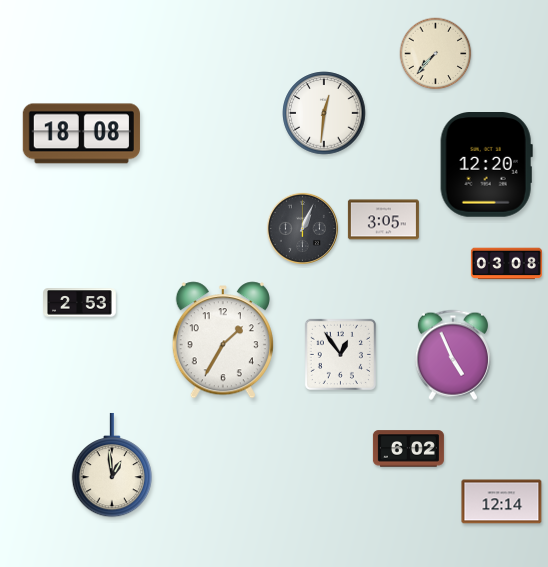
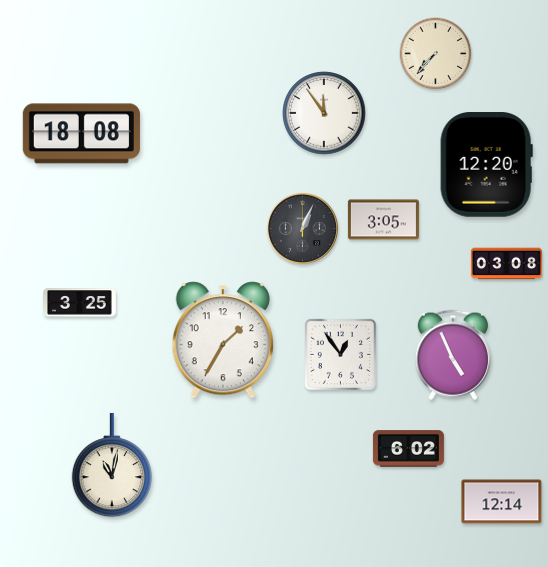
clock at (324, 113): 12:31 -> 11:54
clock at (80, 303): 2:53 -> 3:25
clock at (111, 465): 12:59 -> 11:02
